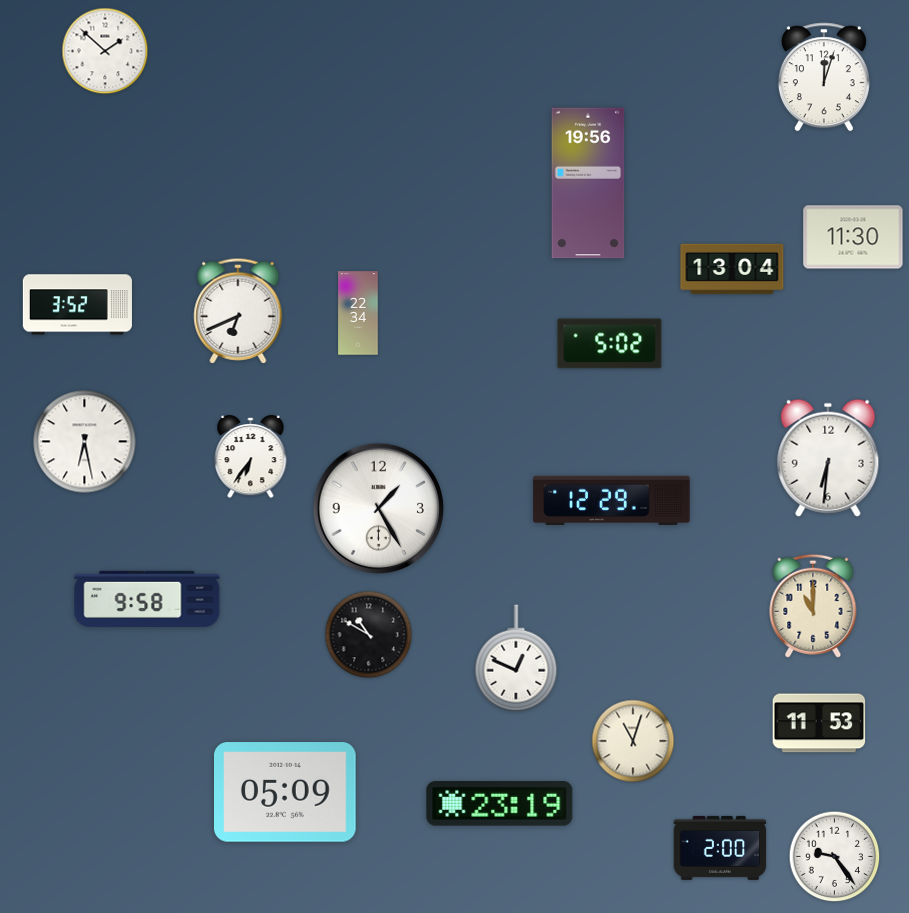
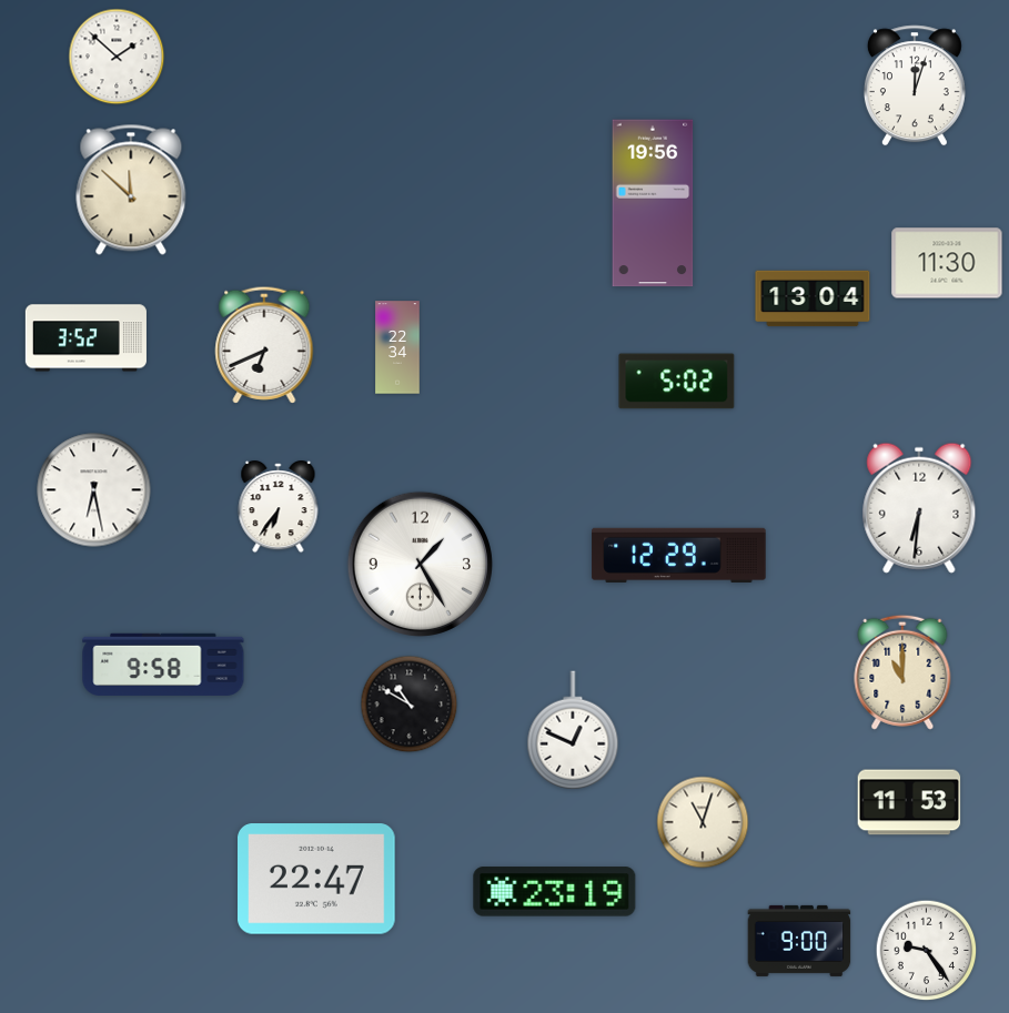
clock at (131, 190): none -> 11:52
clock at (285, 792): 05:09 -> 22:47
clock at (720, 848): 2:00 -> 9:00
